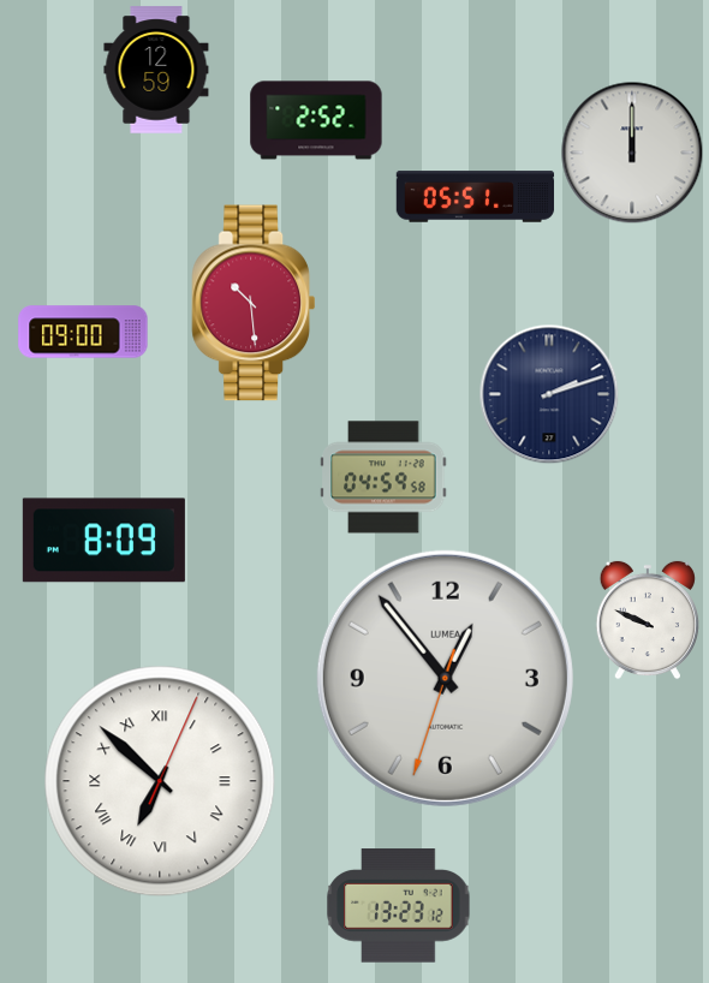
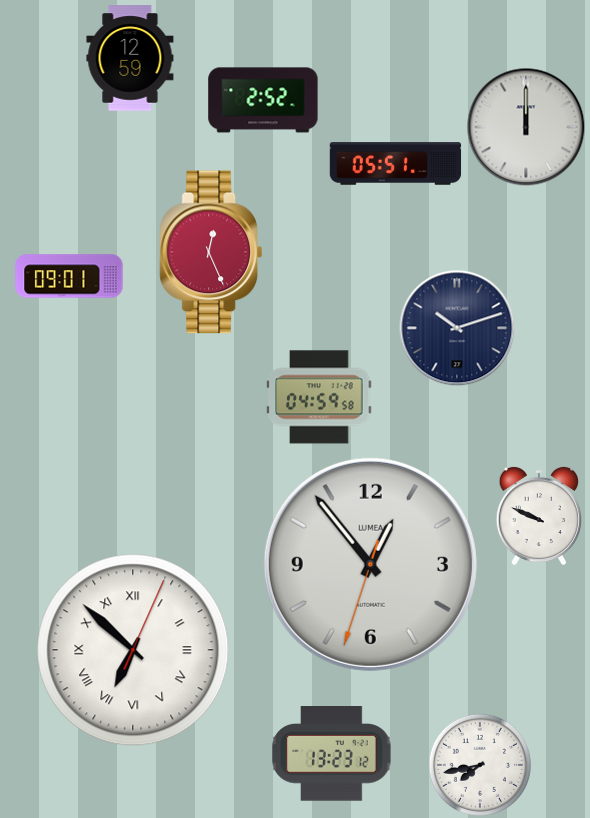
clock at (252, 303): 10:29 -> 12:26
clock at (83, 332): 09:00 -> 09:01
clock at (549, 394): 2:12 -> 10:12
clock at (103, 541): 8:09 -> none
clock at (480, 765): none -> 7:43
